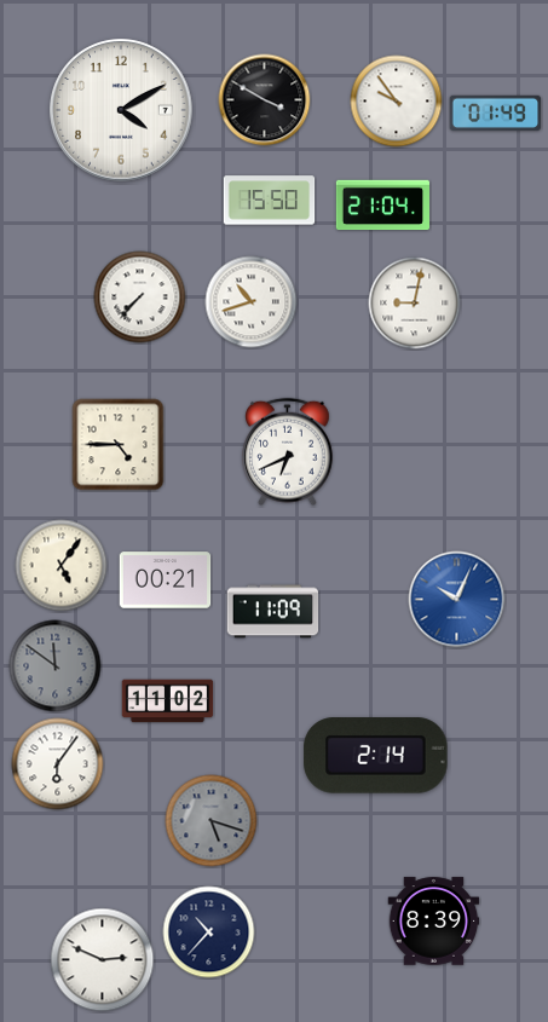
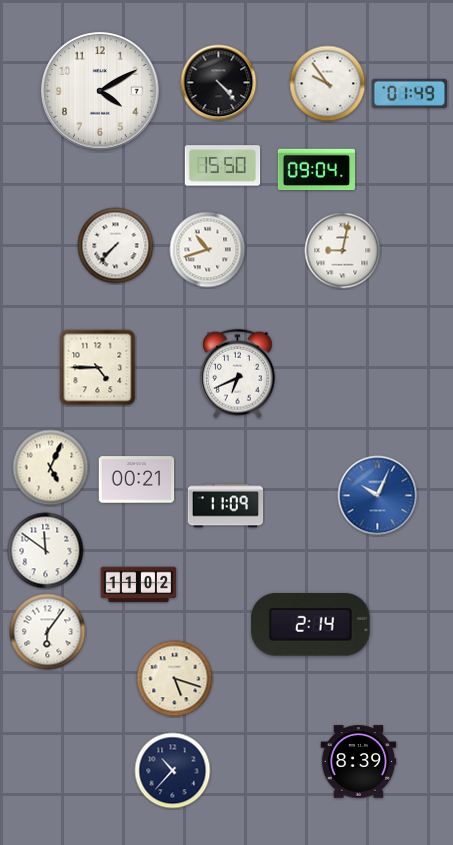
clock at (265, 100): 3:50 -> 4:23
clock at (382, 206): 21:04 -> 09:04
clock at (62, 566): 5:06 -> 5:04
clock at (56, 666) dial: grey -> white
clock at (168, 701) position: (168, 701) -> (139, 585)
clock at (212, 821) dial: grey -> cream
clock at (103, 960): 2:49 -> none
